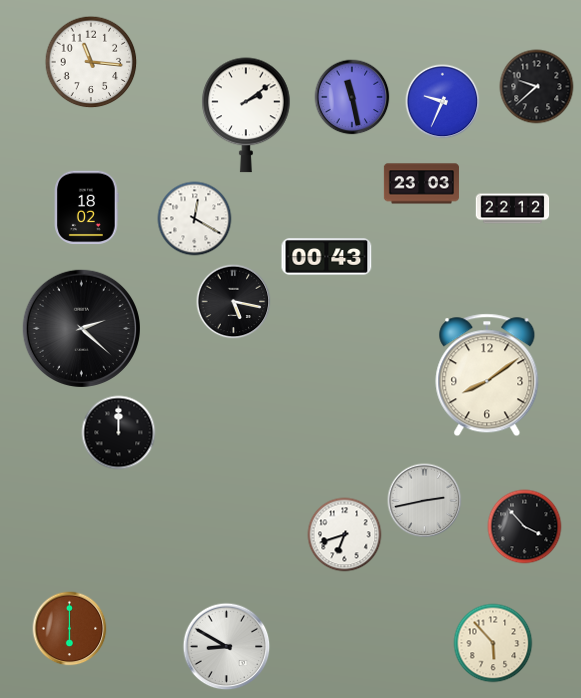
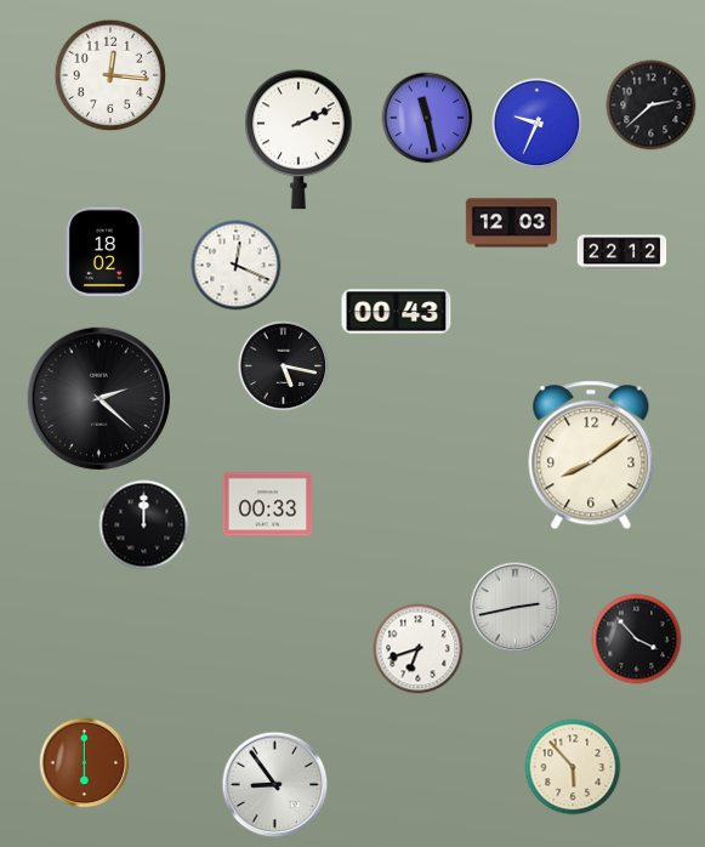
clock at (91, 62): 11:16 -> 12:16
clock at (537, 87): 9:38 -> 2:38
clock at (246, 115): 2:09 -> 2:11
clock at (421, 184): 23:03 -> 12:03
clock at (195, 219): 12:20 -> 12:19
clock at (268, 505): none -> 00:33
clock at (493, 643) position: (493, 643) -> (573, 767)
clock at (227, 647): 8:50 -> 8:54
